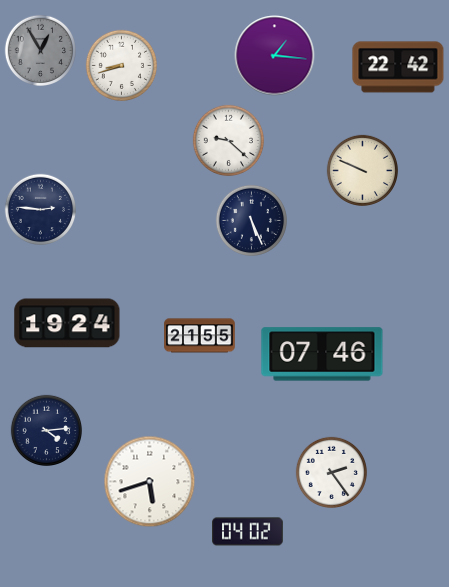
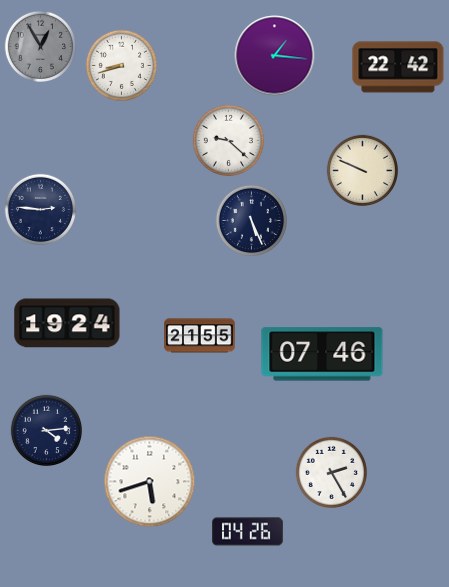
clock at (40, 50) position: (40, 50) -> (40, 46)
clock at (331, 472): 2:24 -> 2:25
clock at (248, 532): 04:02 -> 04:26
